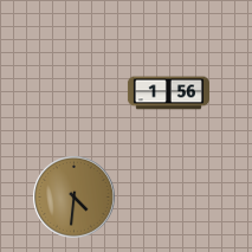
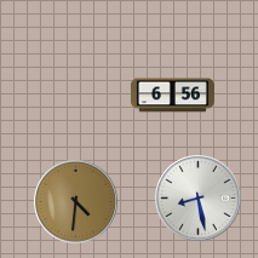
clock at (168, 93): 1:56 -> 6:56
clock at (199, 199): none -> 8:28
